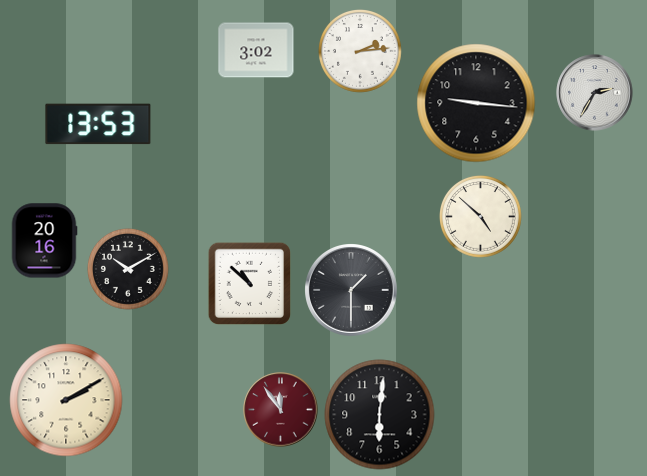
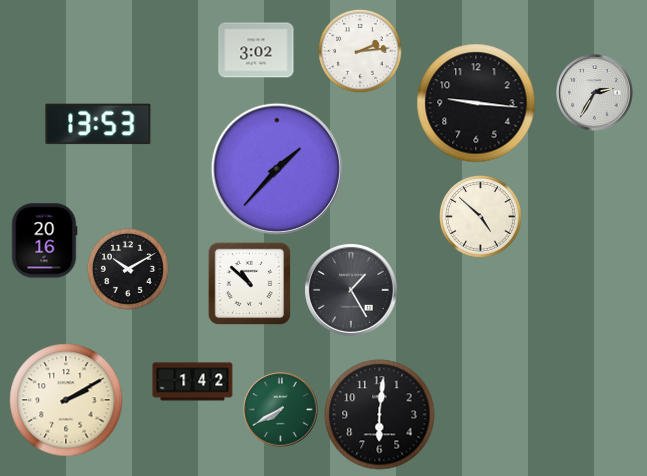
clock at (277, 169): none -> 1:37
clock at (352, 291): 1:30 -> 1:25
clock at (193, 382): none -> 1:42
clock at (281, 410): 11:54 -> 7:40
clock at (281, 410) dial: burgundy -> green
